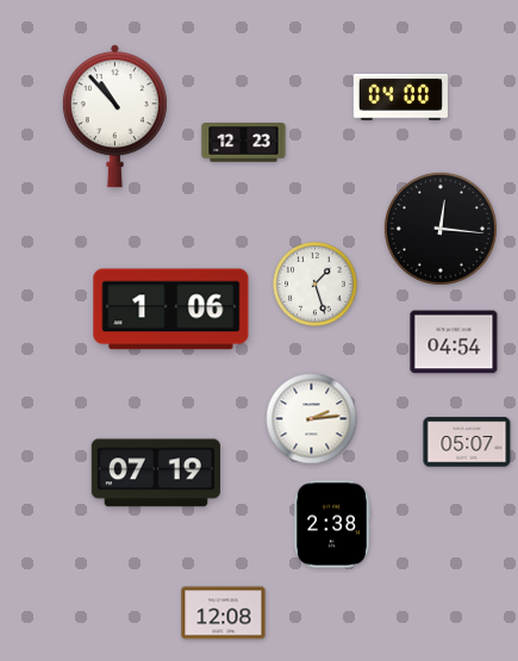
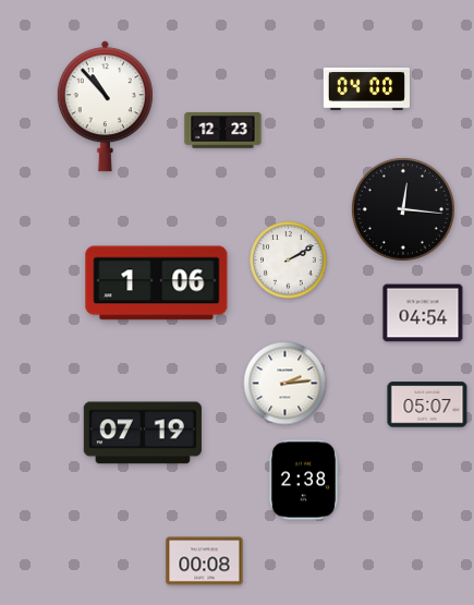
clock at (316, 285): 1:27 -> 2:10
clock at (454, 342) position: (454, 342) -> (423, 313)
clock at (224, 613): 12:08 -> 00:08
